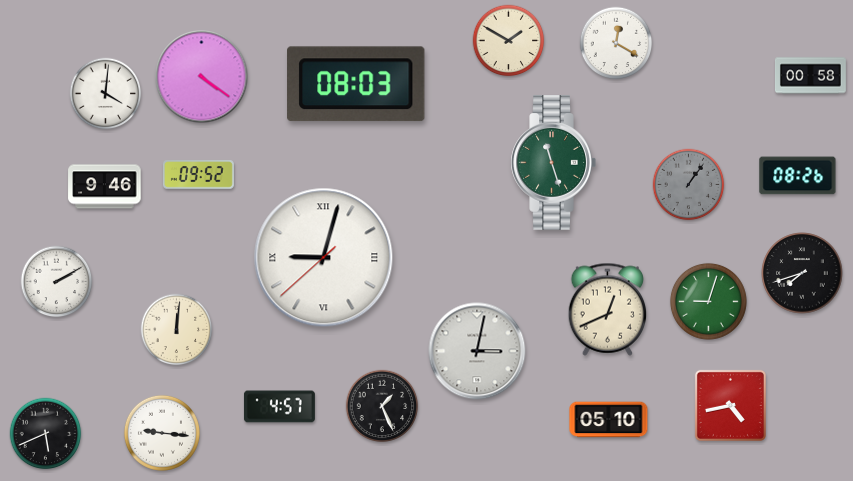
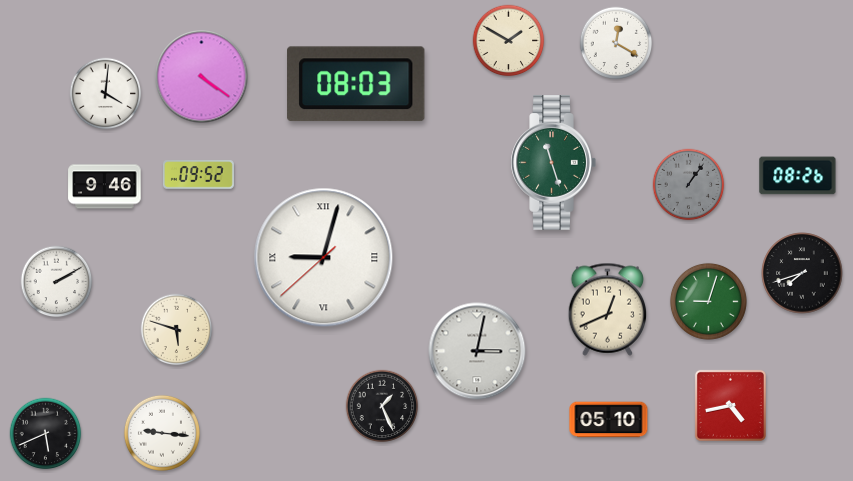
clock at (810, 76): 00:58 -> none
clock at (177, 330): 12:01 -> 5:48
clock at (279, 407): 4:57 -> none
